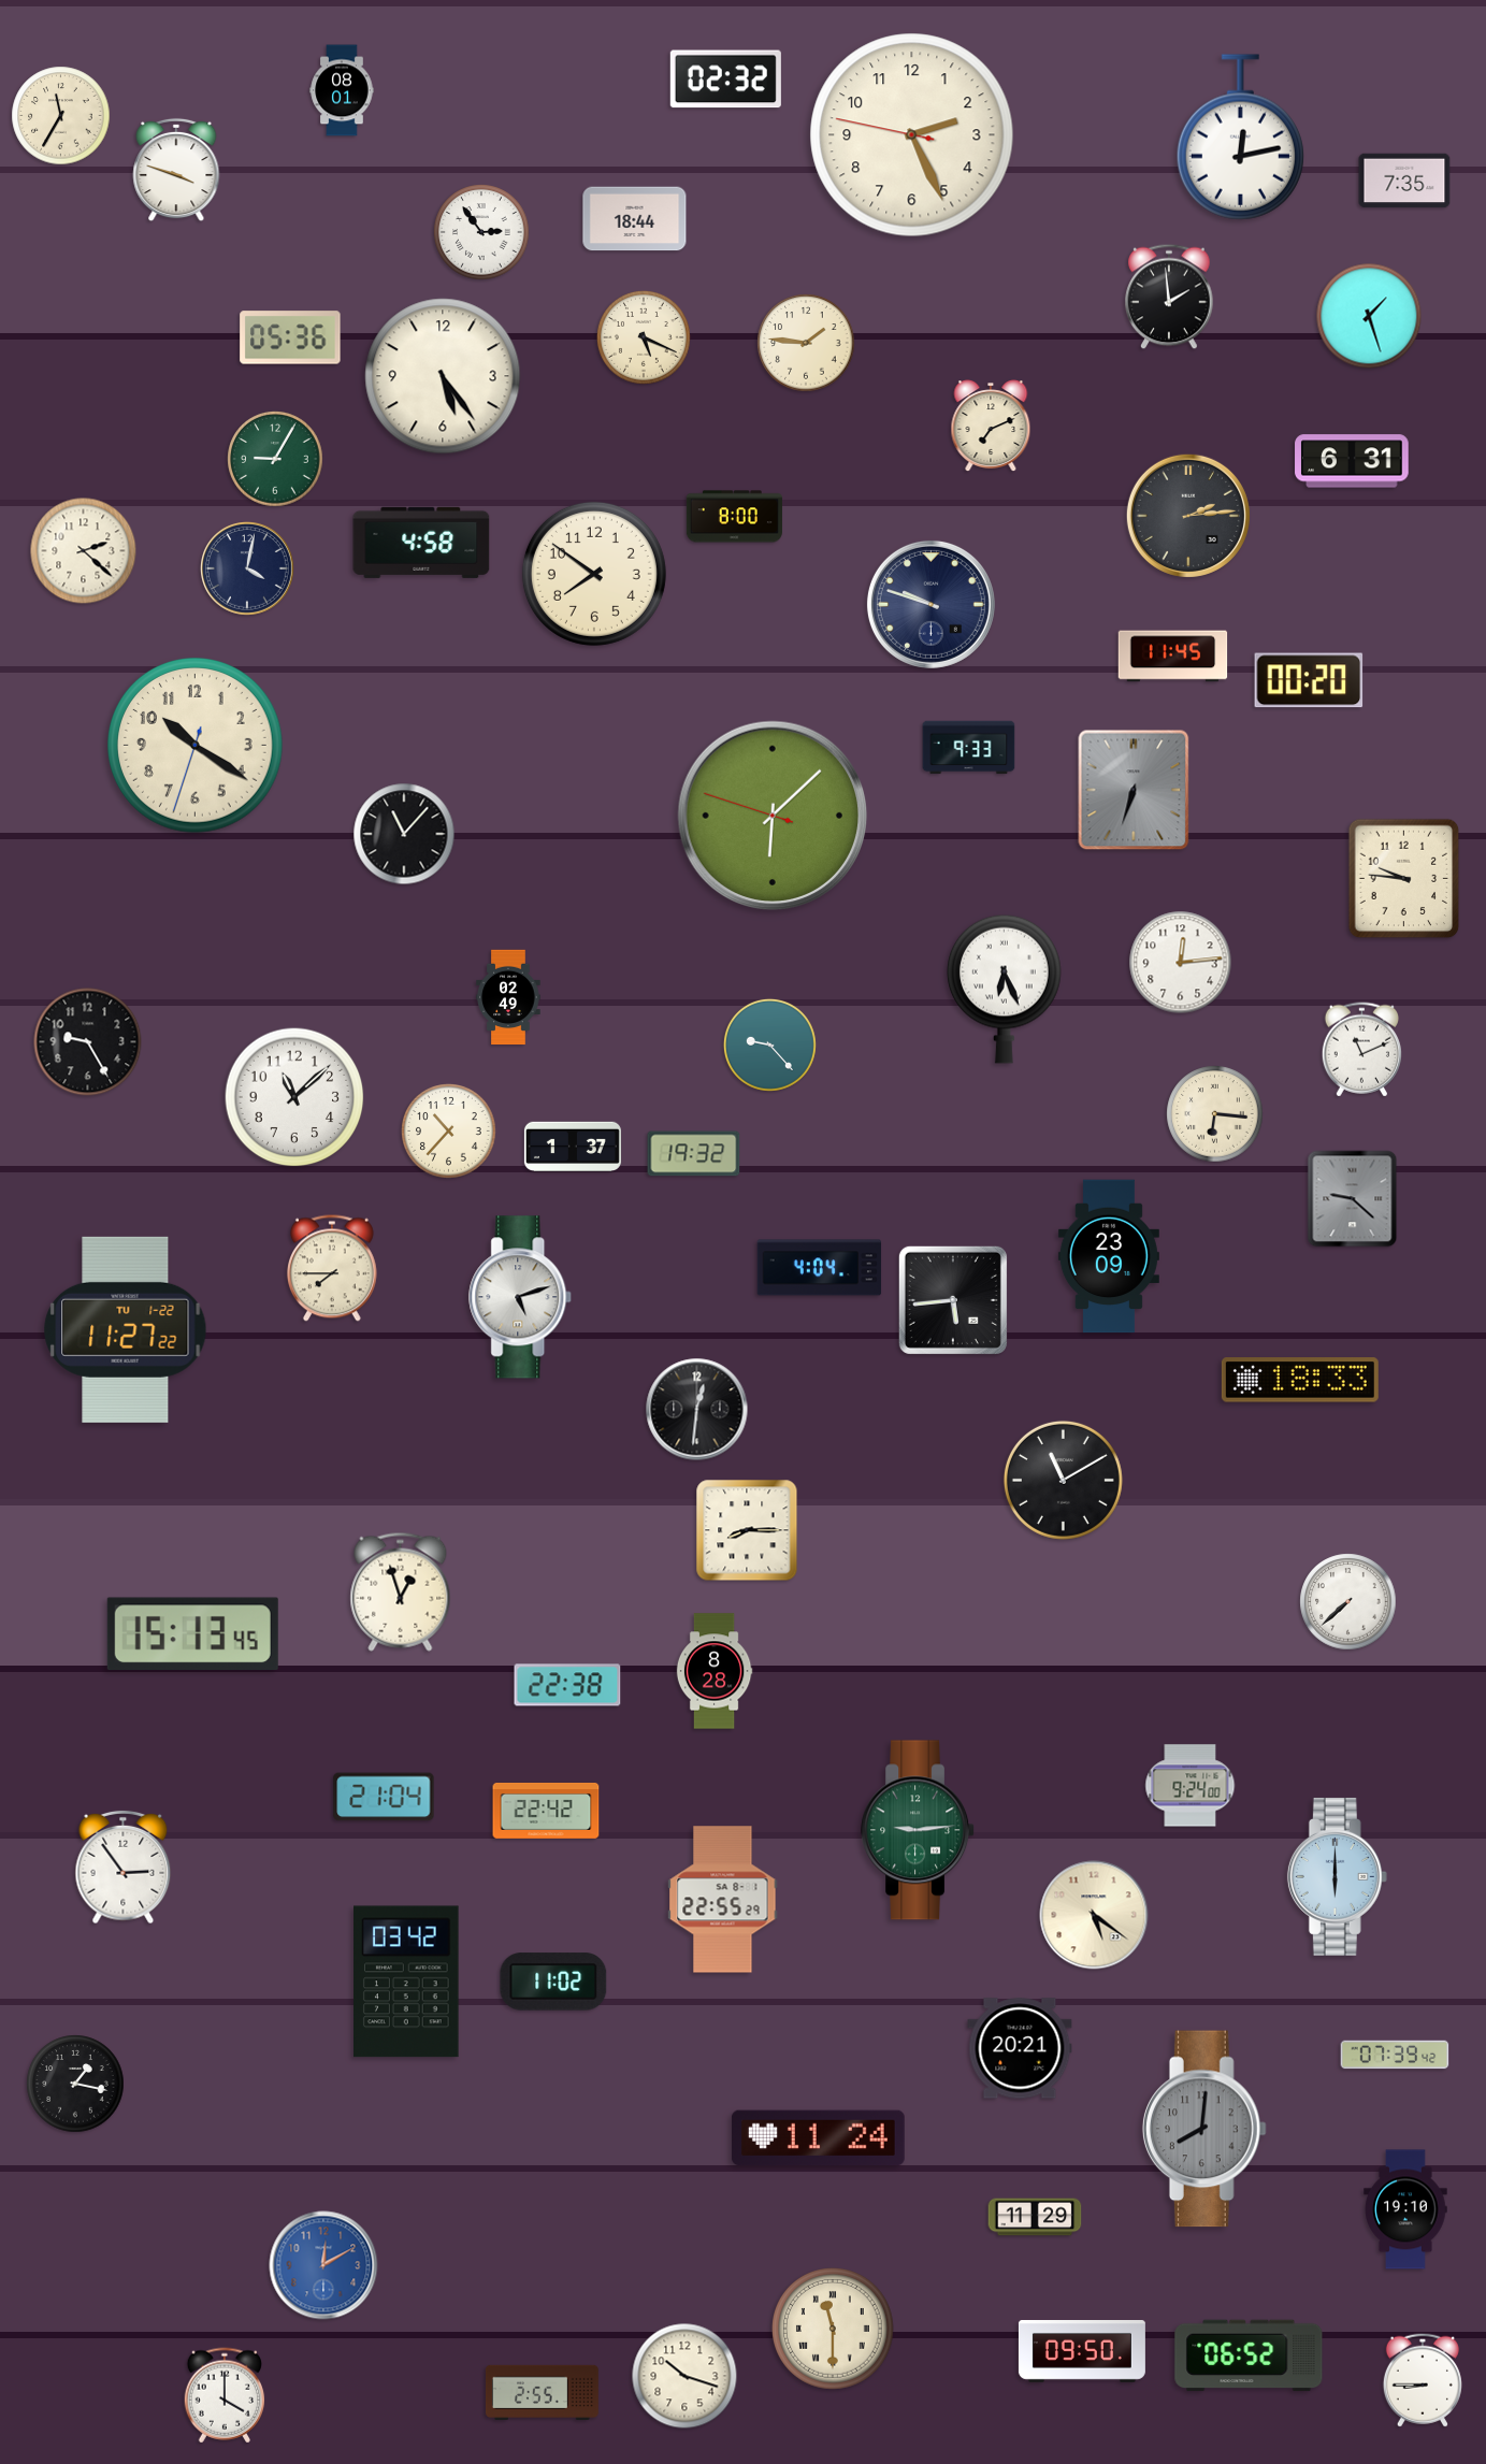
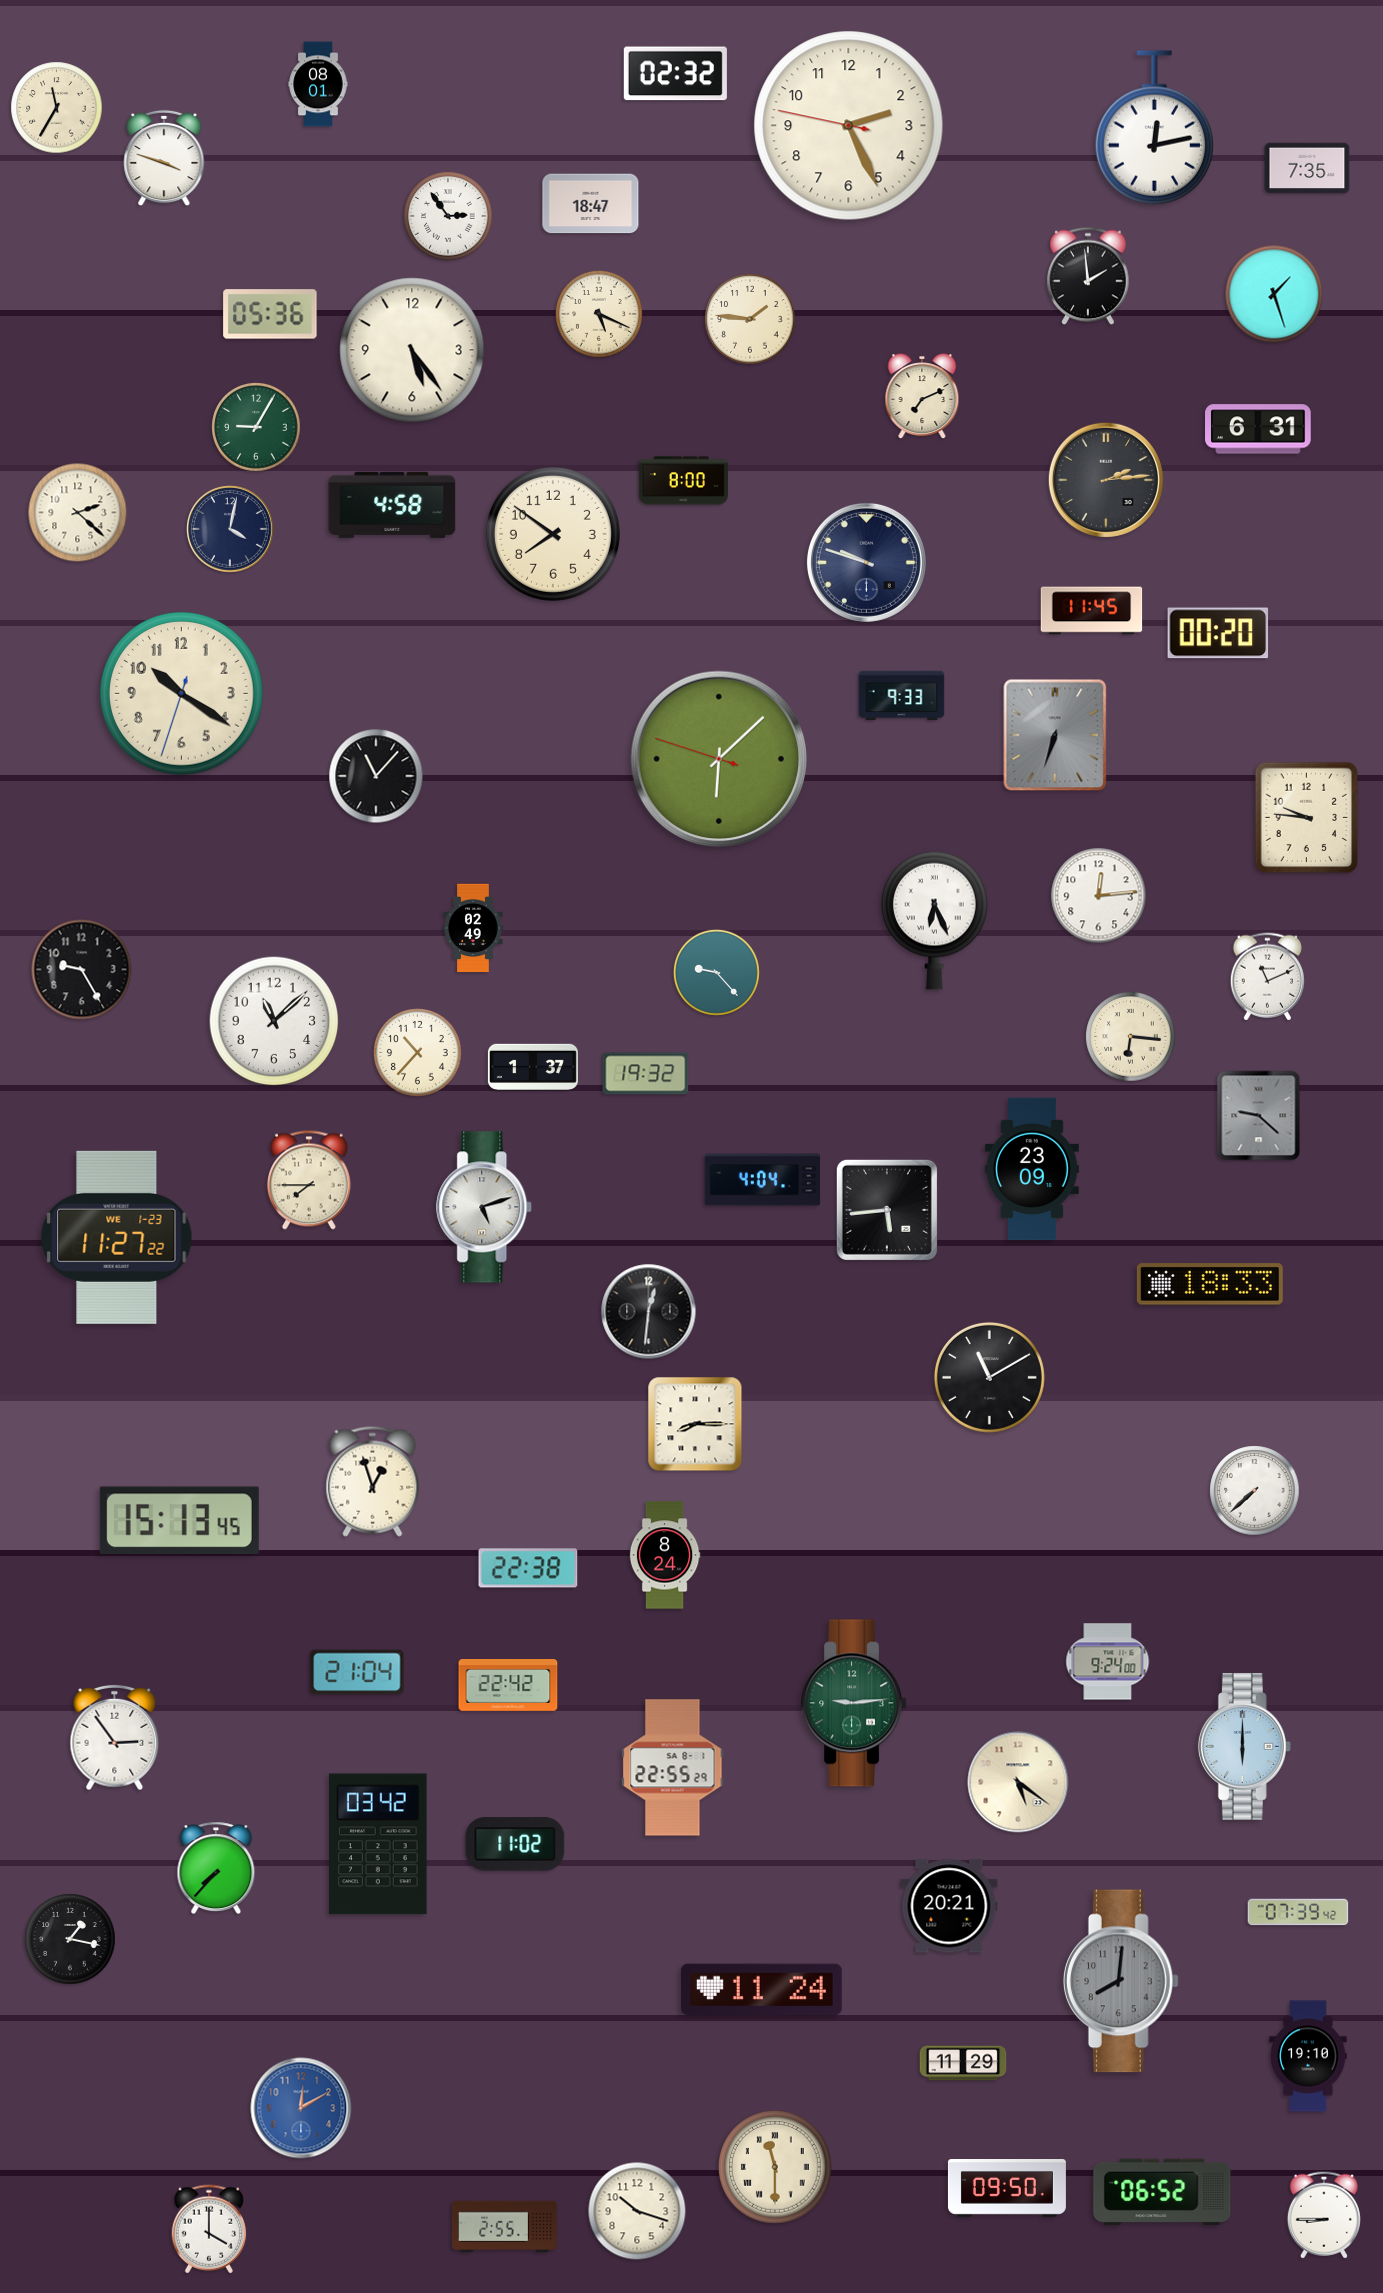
clock at (635, 219): 18:44 -> 18:47
clock at (126, 1329) date: TU 1-22 -> WE 1-23
clock at (715, 1671): 8:28 -> 8:24
clock at (216, 1868): none -> 7:37
